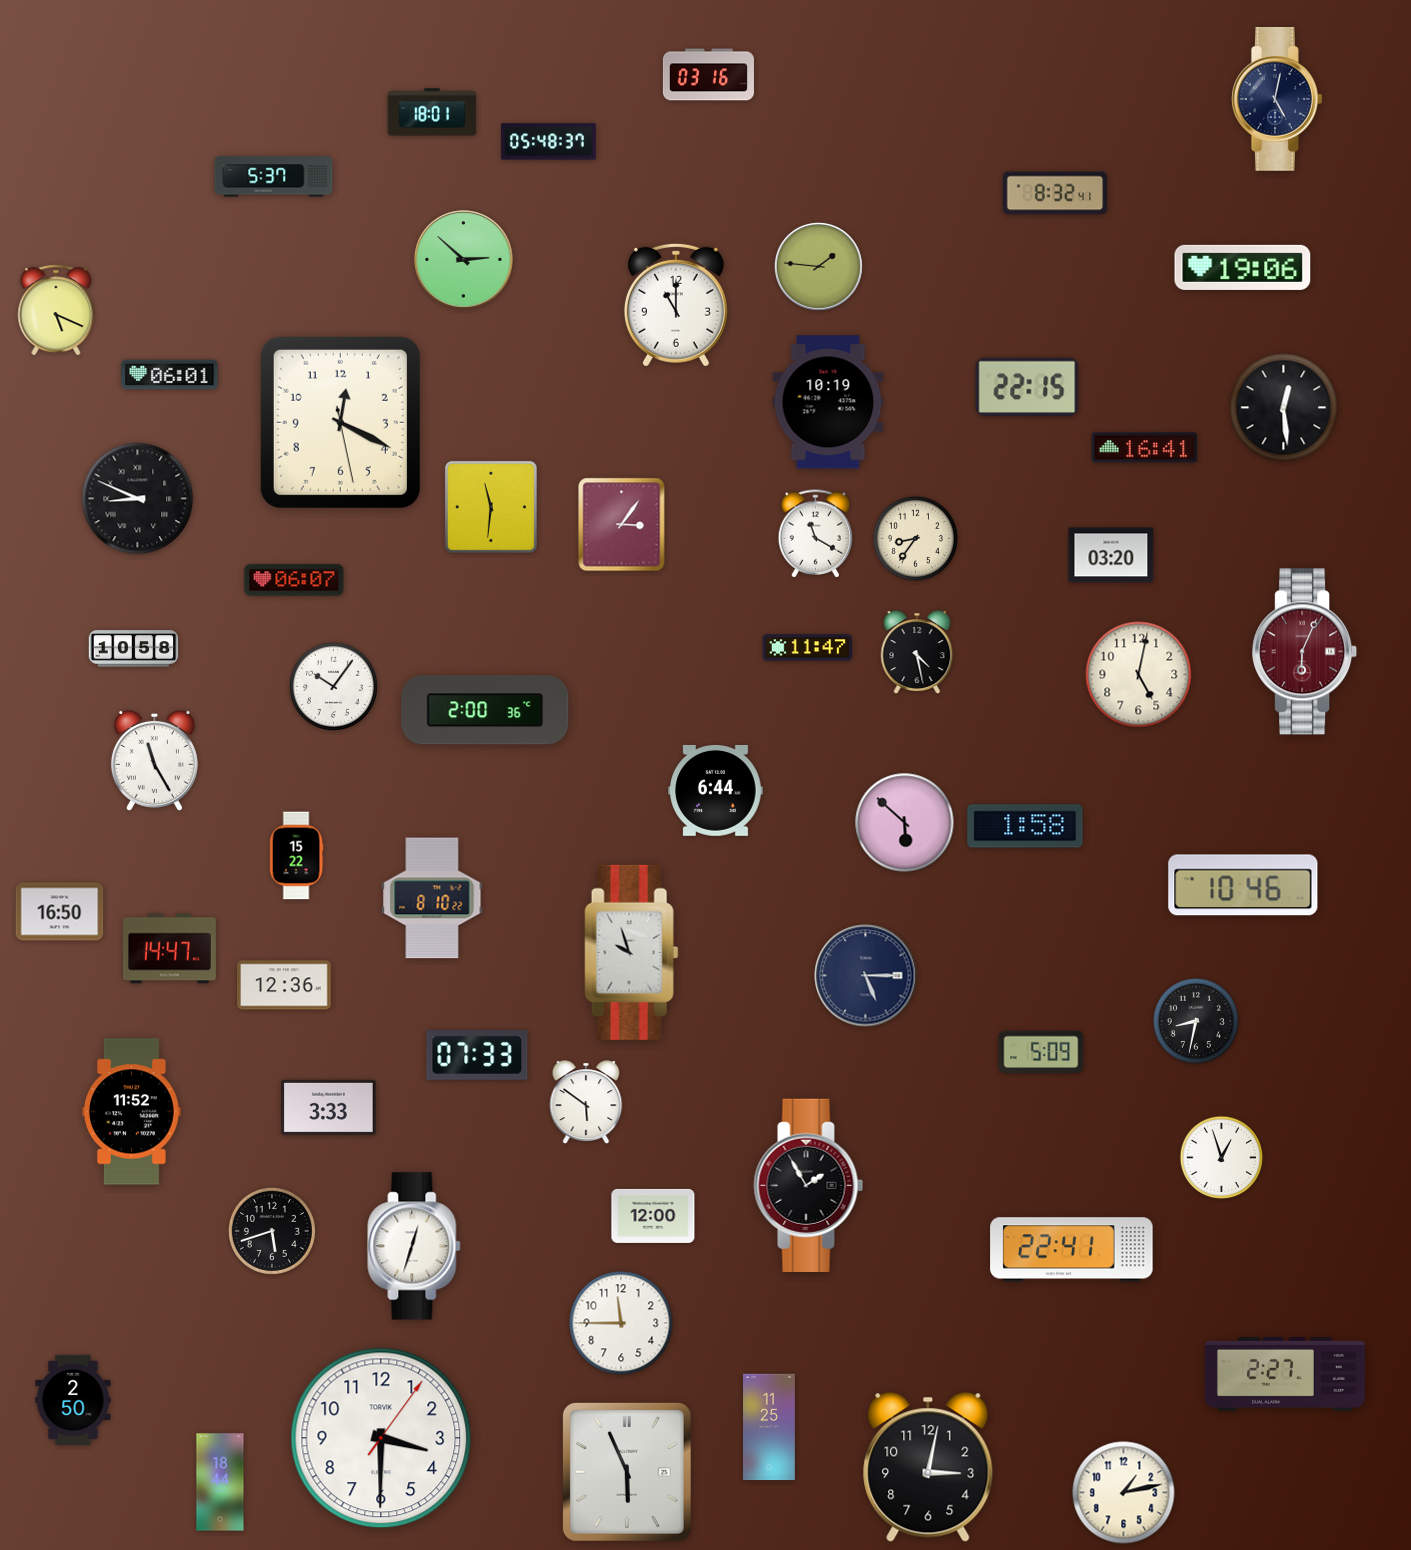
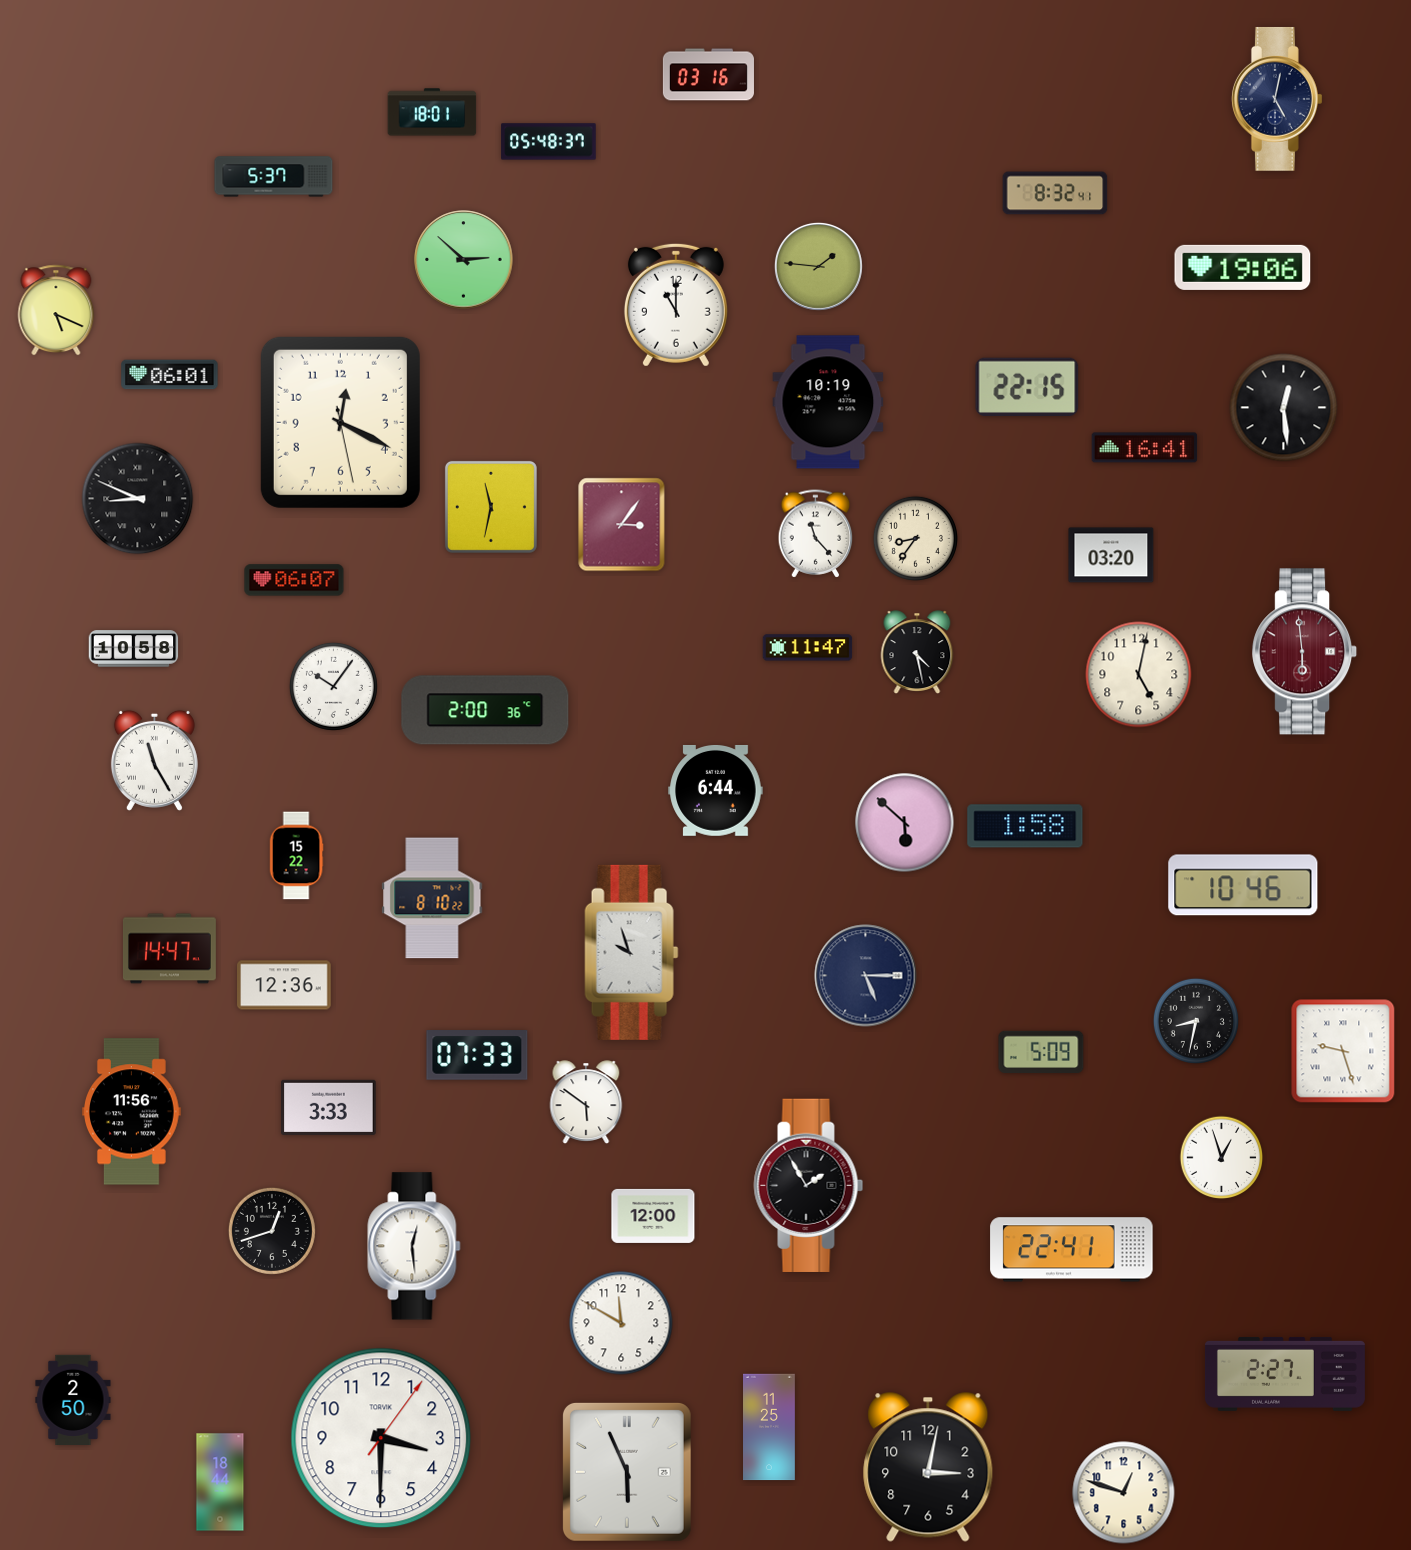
clock at (491, 507): 11:31 -> 11:32
clock at (816, 534): 11:20 -> 11:23
clock at (1305, 652): 6:04 -> 5:59
clock at (60, 912): 16:50 -> none
clock at (1343, 1051): none -> 9:27
clock at (132, 1112): 11:52 -> 11:56
clock at (272, 1231): 5:42 -> 12:42
clock at (414, 1246): 12:33 -> 12:29
clock at (621, 1323): 11:45 -> 11:50
clock at (1124, 1493): 1:13 -> 12:48
